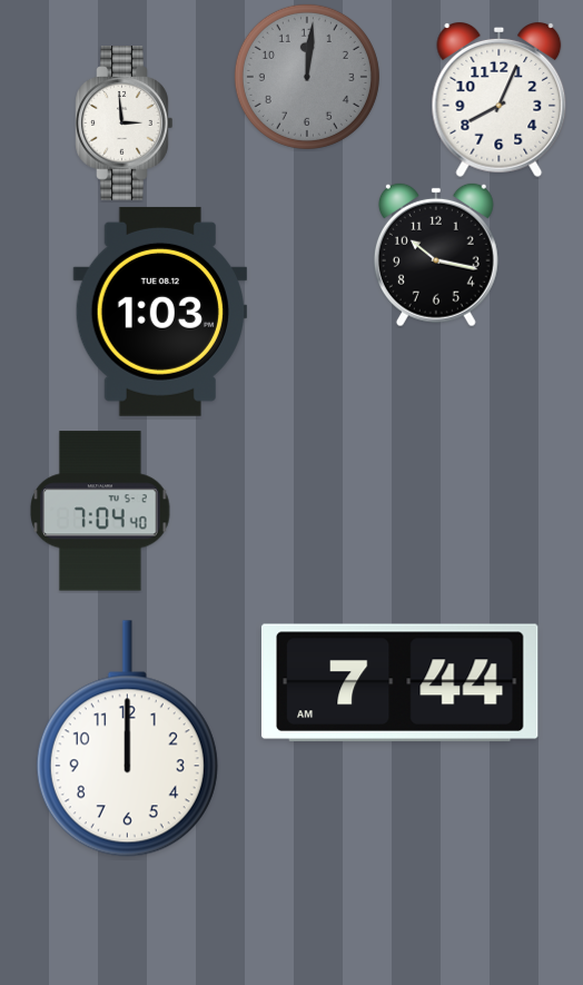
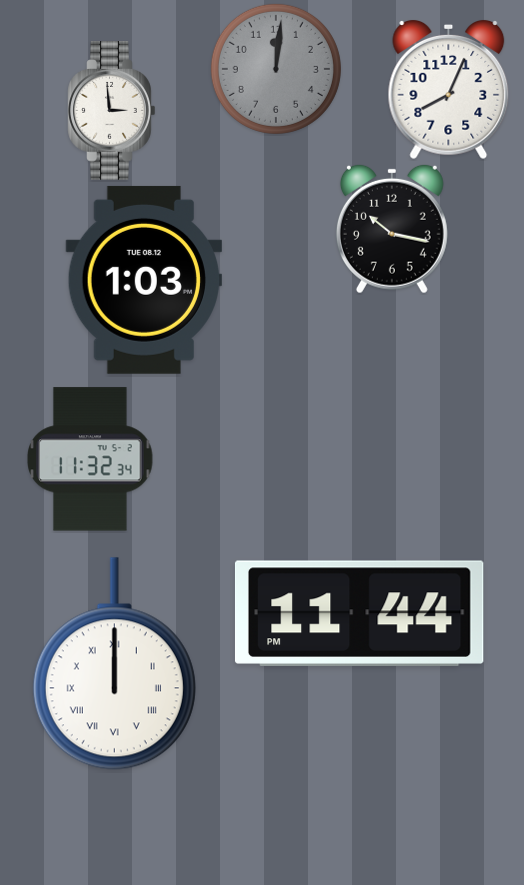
clock at (100, 511): 7:04 -> 11:32
clock at (399, 682): 7:44 -> 11:44
clock at (127, 739) numerals: Arabic -> Roman
